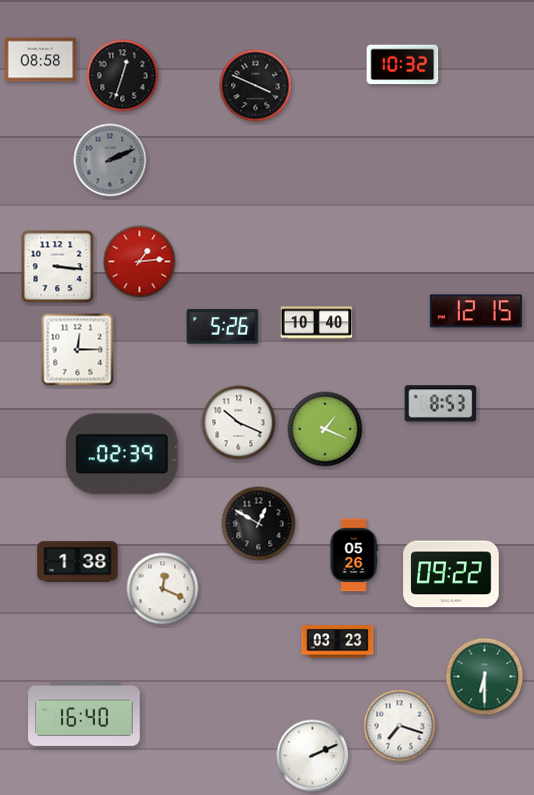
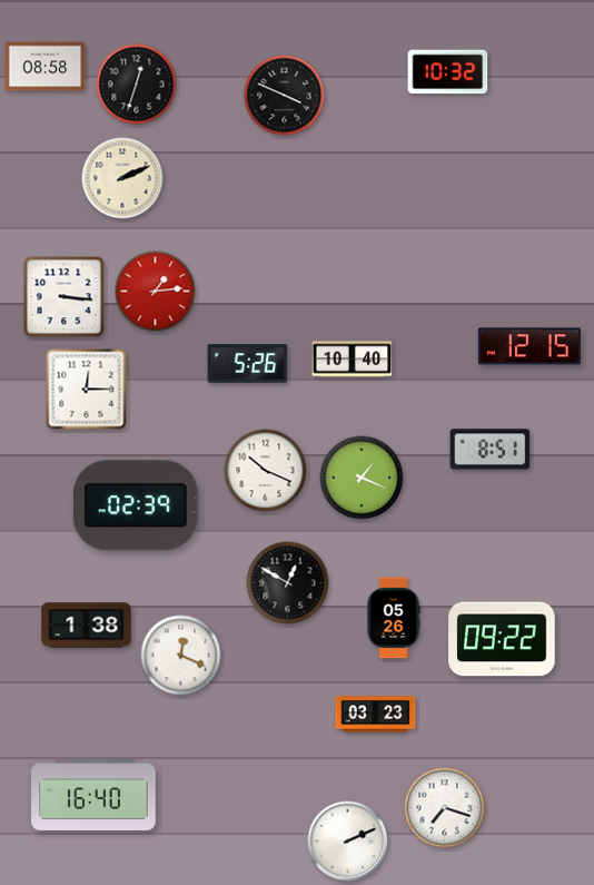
clock at (110, 160) dial: grey -> cream
clock at (441, 404): 8:53 -> 8:51
clock at (485, 677): 6:30 -> none
